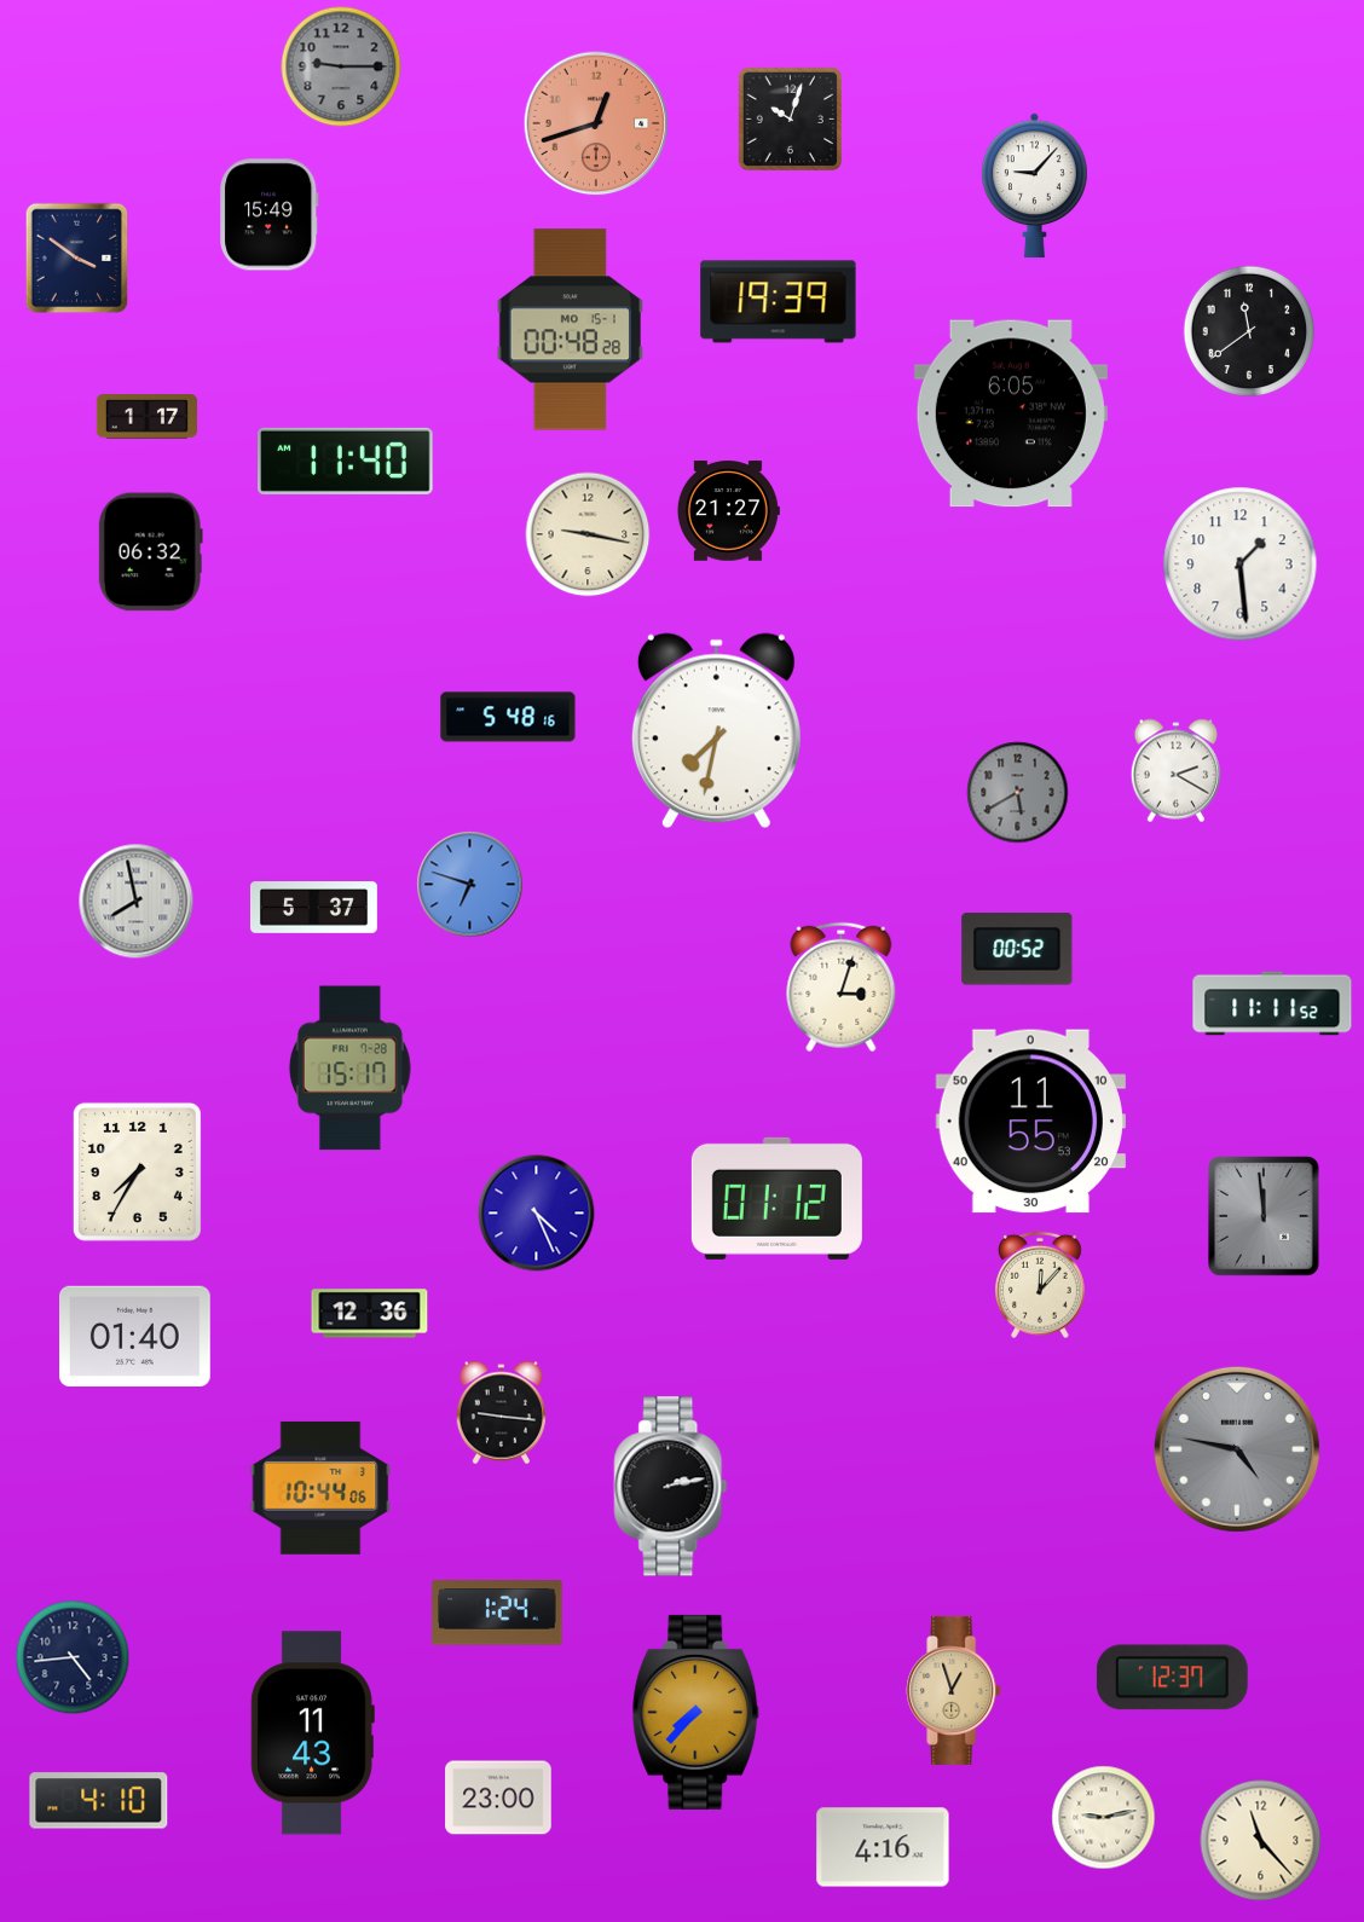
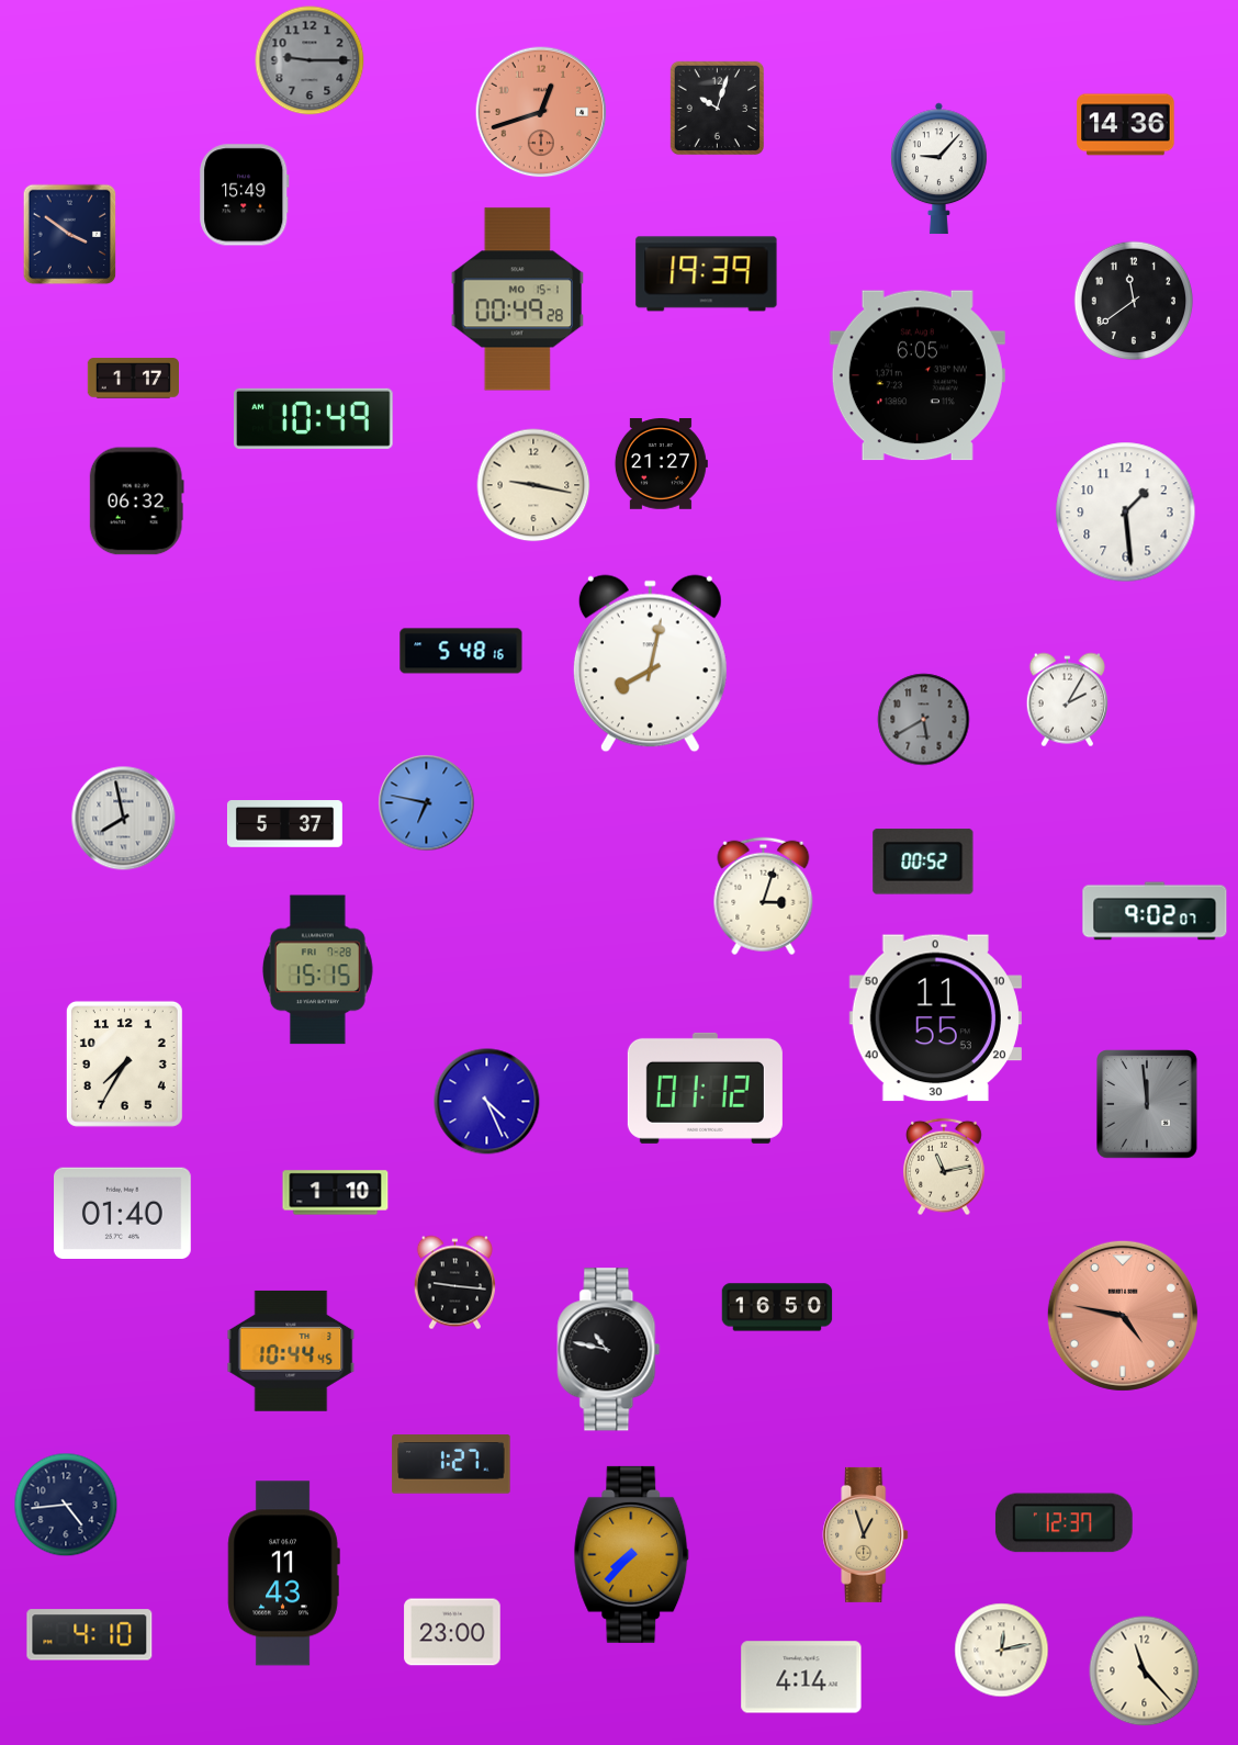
clock at (1126, 125): none -> 14:36
clock at (571, 330): 00:48 -> 00:49
clock at (346, 461): 11:40 -> 10:49
clock at (716, 731): 7:32 -> 8:02
clock at (1175, 771): 2:20 -> 2:05
clock at (470, 885): 6:48 -> 6:47
clock at (1272, 1003): 11:11 -> 9:02
clock at (349, 1069): 15:17 -> 15:15
clock at (1041, 1285): 12:07 -> 11:13
clock at (370, 1314): 12:36 -> 1:10
clock at (777, 1307): none -> 16:50
clock at (1237, 1449) dial: grey -> salmon
clock at (671, 1487): 2:13 -> 10:47
clock at (320, 1488): 10:44:06 -> 10:44:45
clock at (497, 1613): 1:24 -> 1:27
clock at (1104, 1818): 9:13 -> 12:13
clock at (883, 1847): 4:16 -> 4:14
